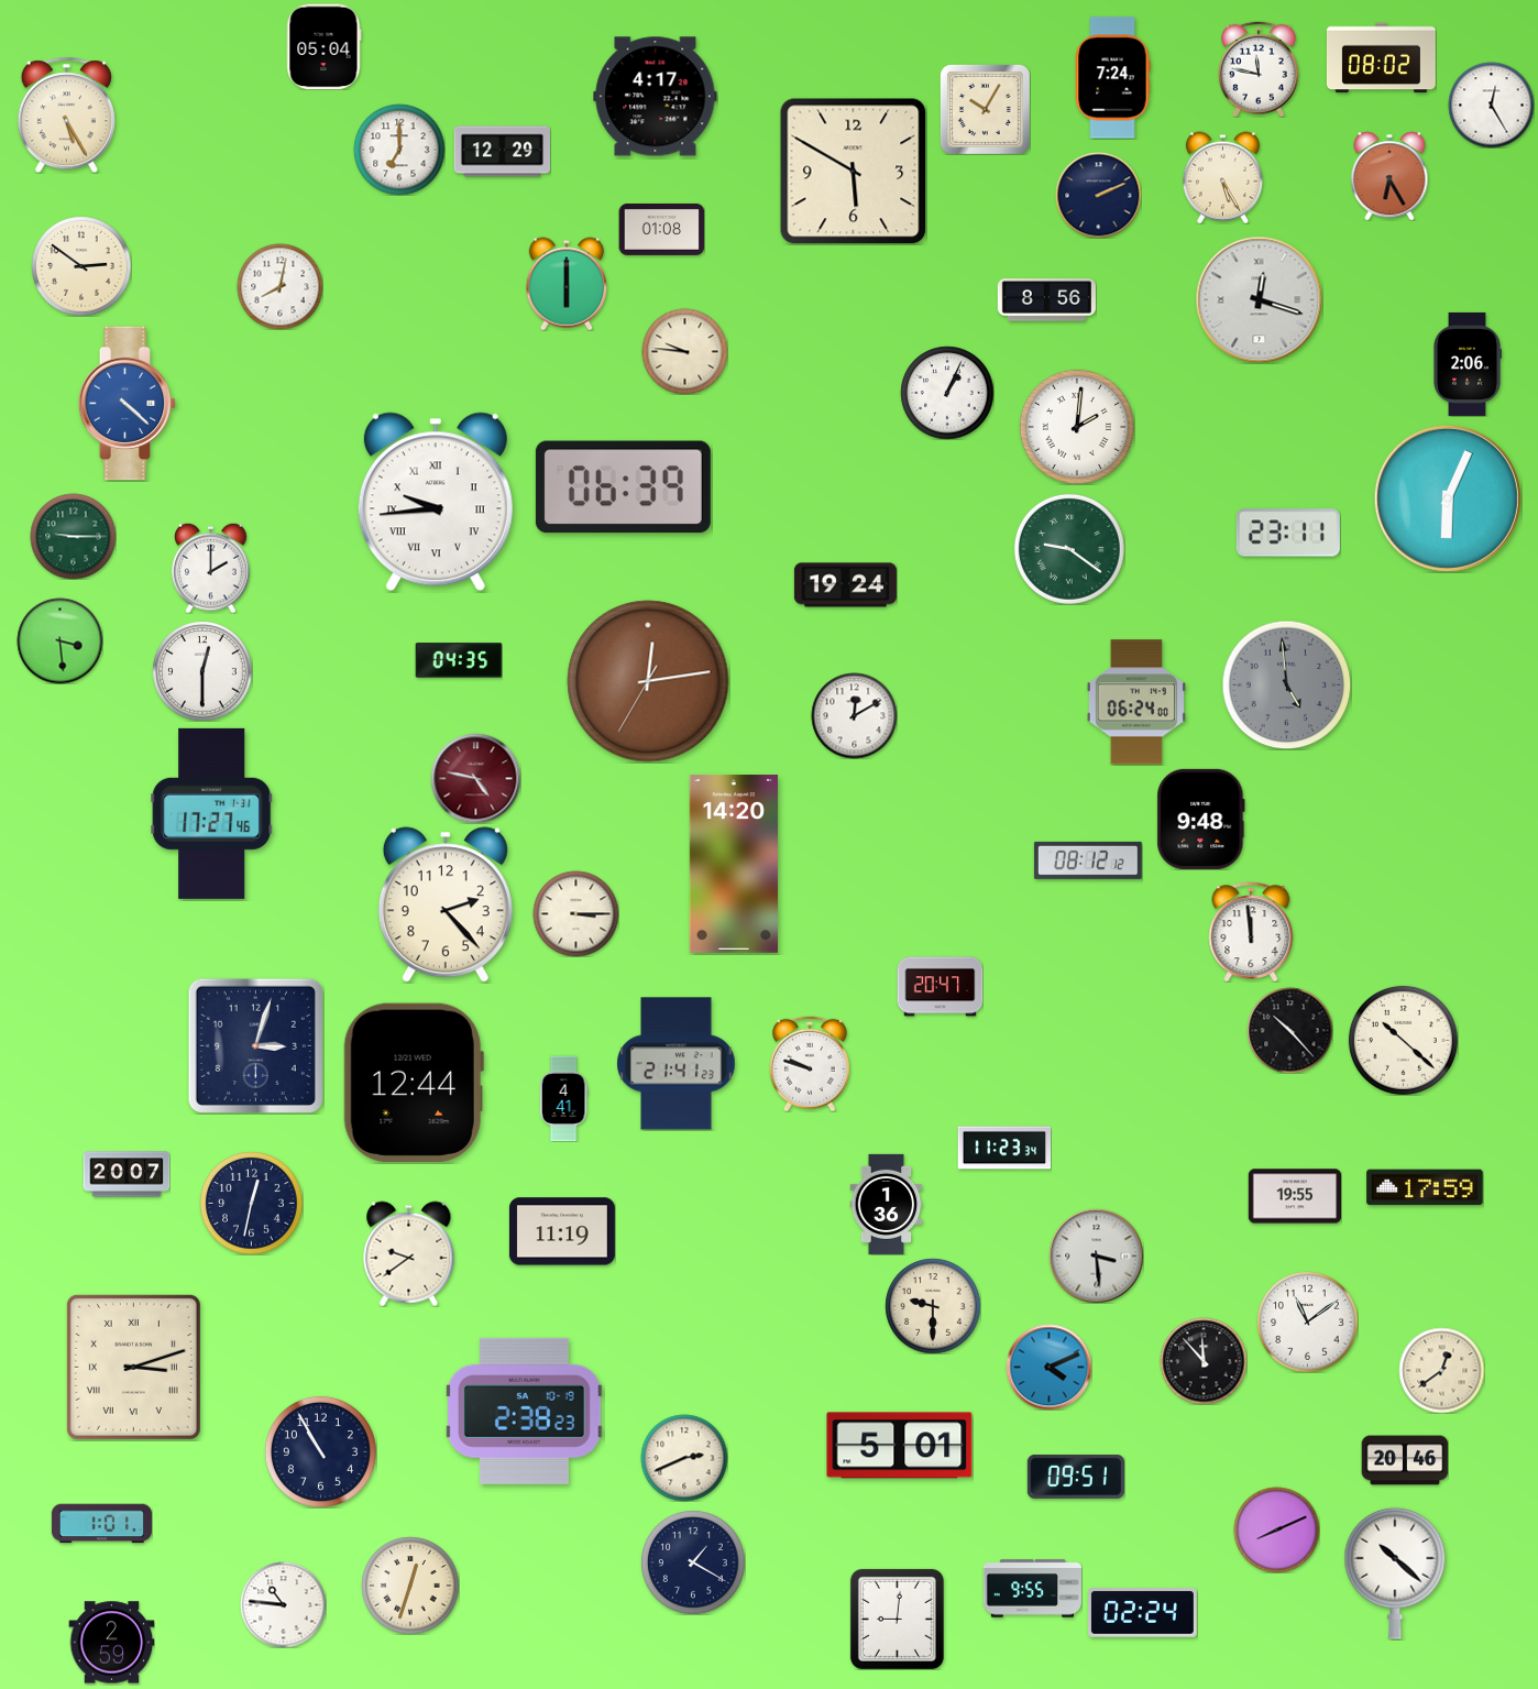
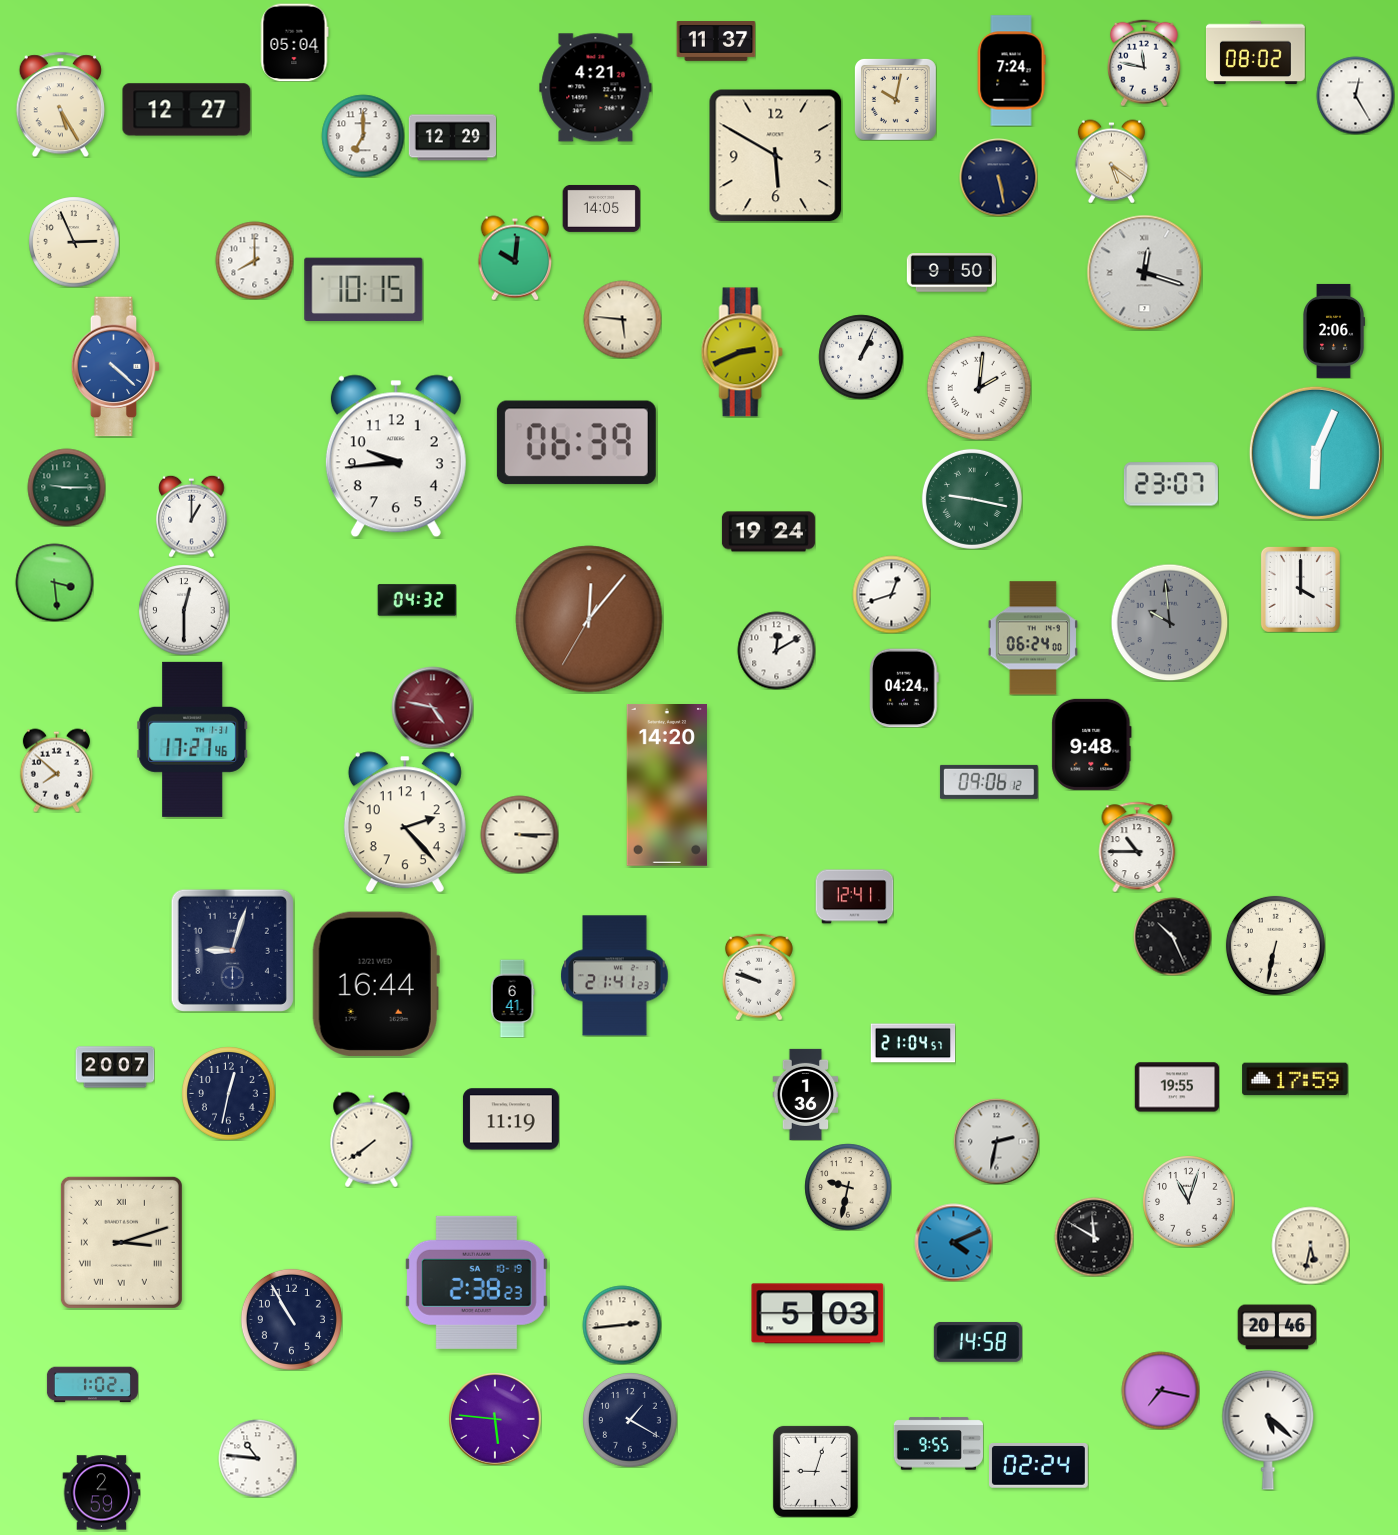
clock at (716, 42): none -> 11:37
clock at (656, 97): 4:17 -> 4:21
clock at (985, 109): 10:05 -> 10:02
clock at (187, 110): none -> 12:27
clock at (502, 152) position: (502, 152) -> (452, 138)
clock at (1389, 176): 6:25 -> none
clock at (1222, 177): 5:25 -> 5:21
clock at (1098, 195): 2:11 -> 5:28
clock at (661, 229): 01:08 -> 14:05
clock at (81, 266): 2:51 -> 2:56
clock at (565, 284): 6:00 -> 10:01
clock at (279, 286): 8:02 -> 8:00
clock at (1046, 300): 8:56 -> 9:50
clock at (364, 289): none -> 10:15
clock at (684, 351): 9:46 -> 5:46
clock at (742, 352): none -> 2:41
clock at (623, 487) position: (623, 487) -> (576, 443)
clock at (436, 502) numerals: Roman -> Arabic
clock at (1288, 533): 23:11 -> 23:07
clock at (1069, 549): 9:21 -> 9:17
clock at (211, 568): 2:00 -> 1:00
clock at (1300, 589): none -> 4:00
clock at (891, 594): none -> 12:42
clock at (459, 660): 04:35 -> 04:32
clock at (648, 681): 12:13 -> 12:06
clock at (1286, 684): 4:59 -> 9:59
clock at (905, 688): none -> 04:24
clock at (56, 770): none -> 7:52
clock at (1088, 860): 08:12 -> 09:06
clock at (575, 913) position: (575, 913) -> (519, 834)
clock at (1251, 932): 11:59 -> 10:45
clock at (940, 987): 20:47 -> 12:41
clock at (1289, 1030): 10:23 -> 10:26
clock at (1403, 1040): 10:22 -> 6:32
clock at (255, 1045): 3:03 -> 9:03
clock at (677, 1064) position: (677, 1064) -> (615, 976)
clock at (810, 1064) position: (810, 1064) -> (759, 977)
clock at (414, 1083): 12:44 -> 16:44
clock at (563, 1098): 4:41 -> 6:41
clock at (1004, 1148): 11:23 -> 21:04
clock at (409, 1253): 9:39 -> 7:39
clock at (1096, 1255): 3:29 -> 2:32
clock at (933, 1306): 9:30 -> 9:32
clock at (1307, 1321): 11:09 -> 11:03
clock at (1204, 1361): 11:53 -> 11:50
clock at (1441, 1370): 12:39 -> 5:32
clock at (900, 1446): 5:01 -> 5:03
clock at (684, 1458): 2:41 -> 2:44
clock at (1076, 1477): 09:51 -> 14:58
clock at (101, 1524): 1:01 -> 1:02
clock at (1276, 1529): 8:11 -> 7:17
clock at (495, 1419): none -> 5:46
clock at (1395, 1573): 10:22 -> 5:22
clock at (410, 1586): 12:33 -> none
clock at (897, 1619): 9:01 -> 9:03
